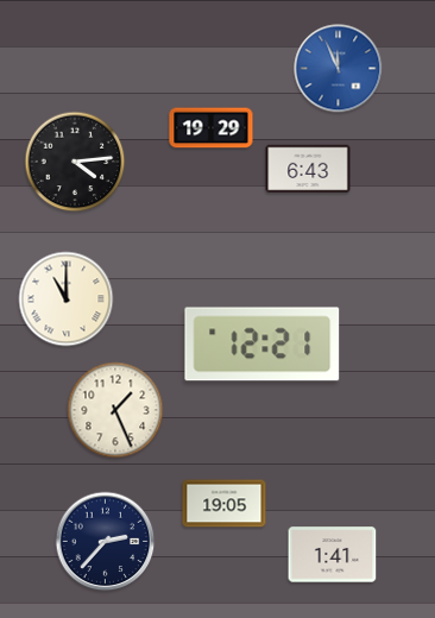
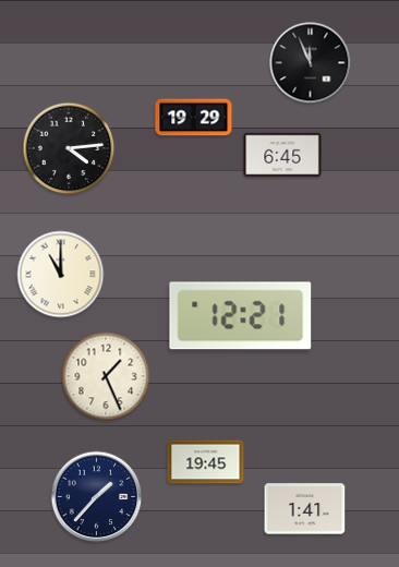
clock at (339, 69) dial: blue -> black
clock at (308, 169): 6:43 -> 6:45
clock at (225, 504): 19:05 -> 19:45
clock at (106, 542): 2:37 -> 1:37
